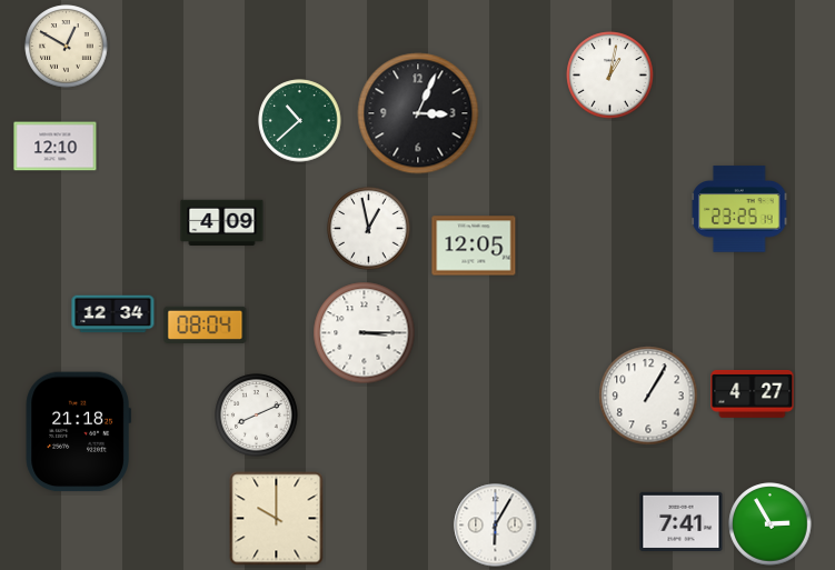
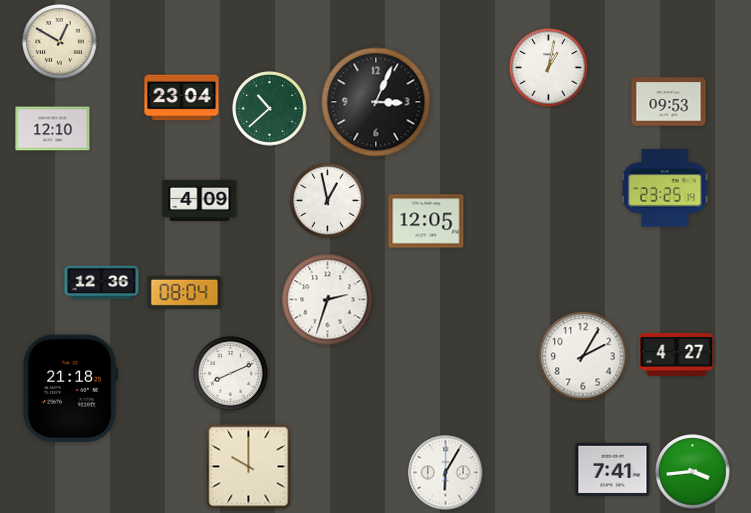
clock at (182, 98): none -> 23:04
clock at (669, 102): none -> 09:53
clock at (56, 147) position: (56, 147) -> (53, 129)
clock at (369, 229) position: (369, 229) -> (328, 201)
clock at (113, 314): 12:34 -> 12:36
clock at (365, 333): 3:15 -> 2:33
clock at (648, 396): 1:05 -> 2:05
clock at (771, 524): 2:55 -> 3:44
